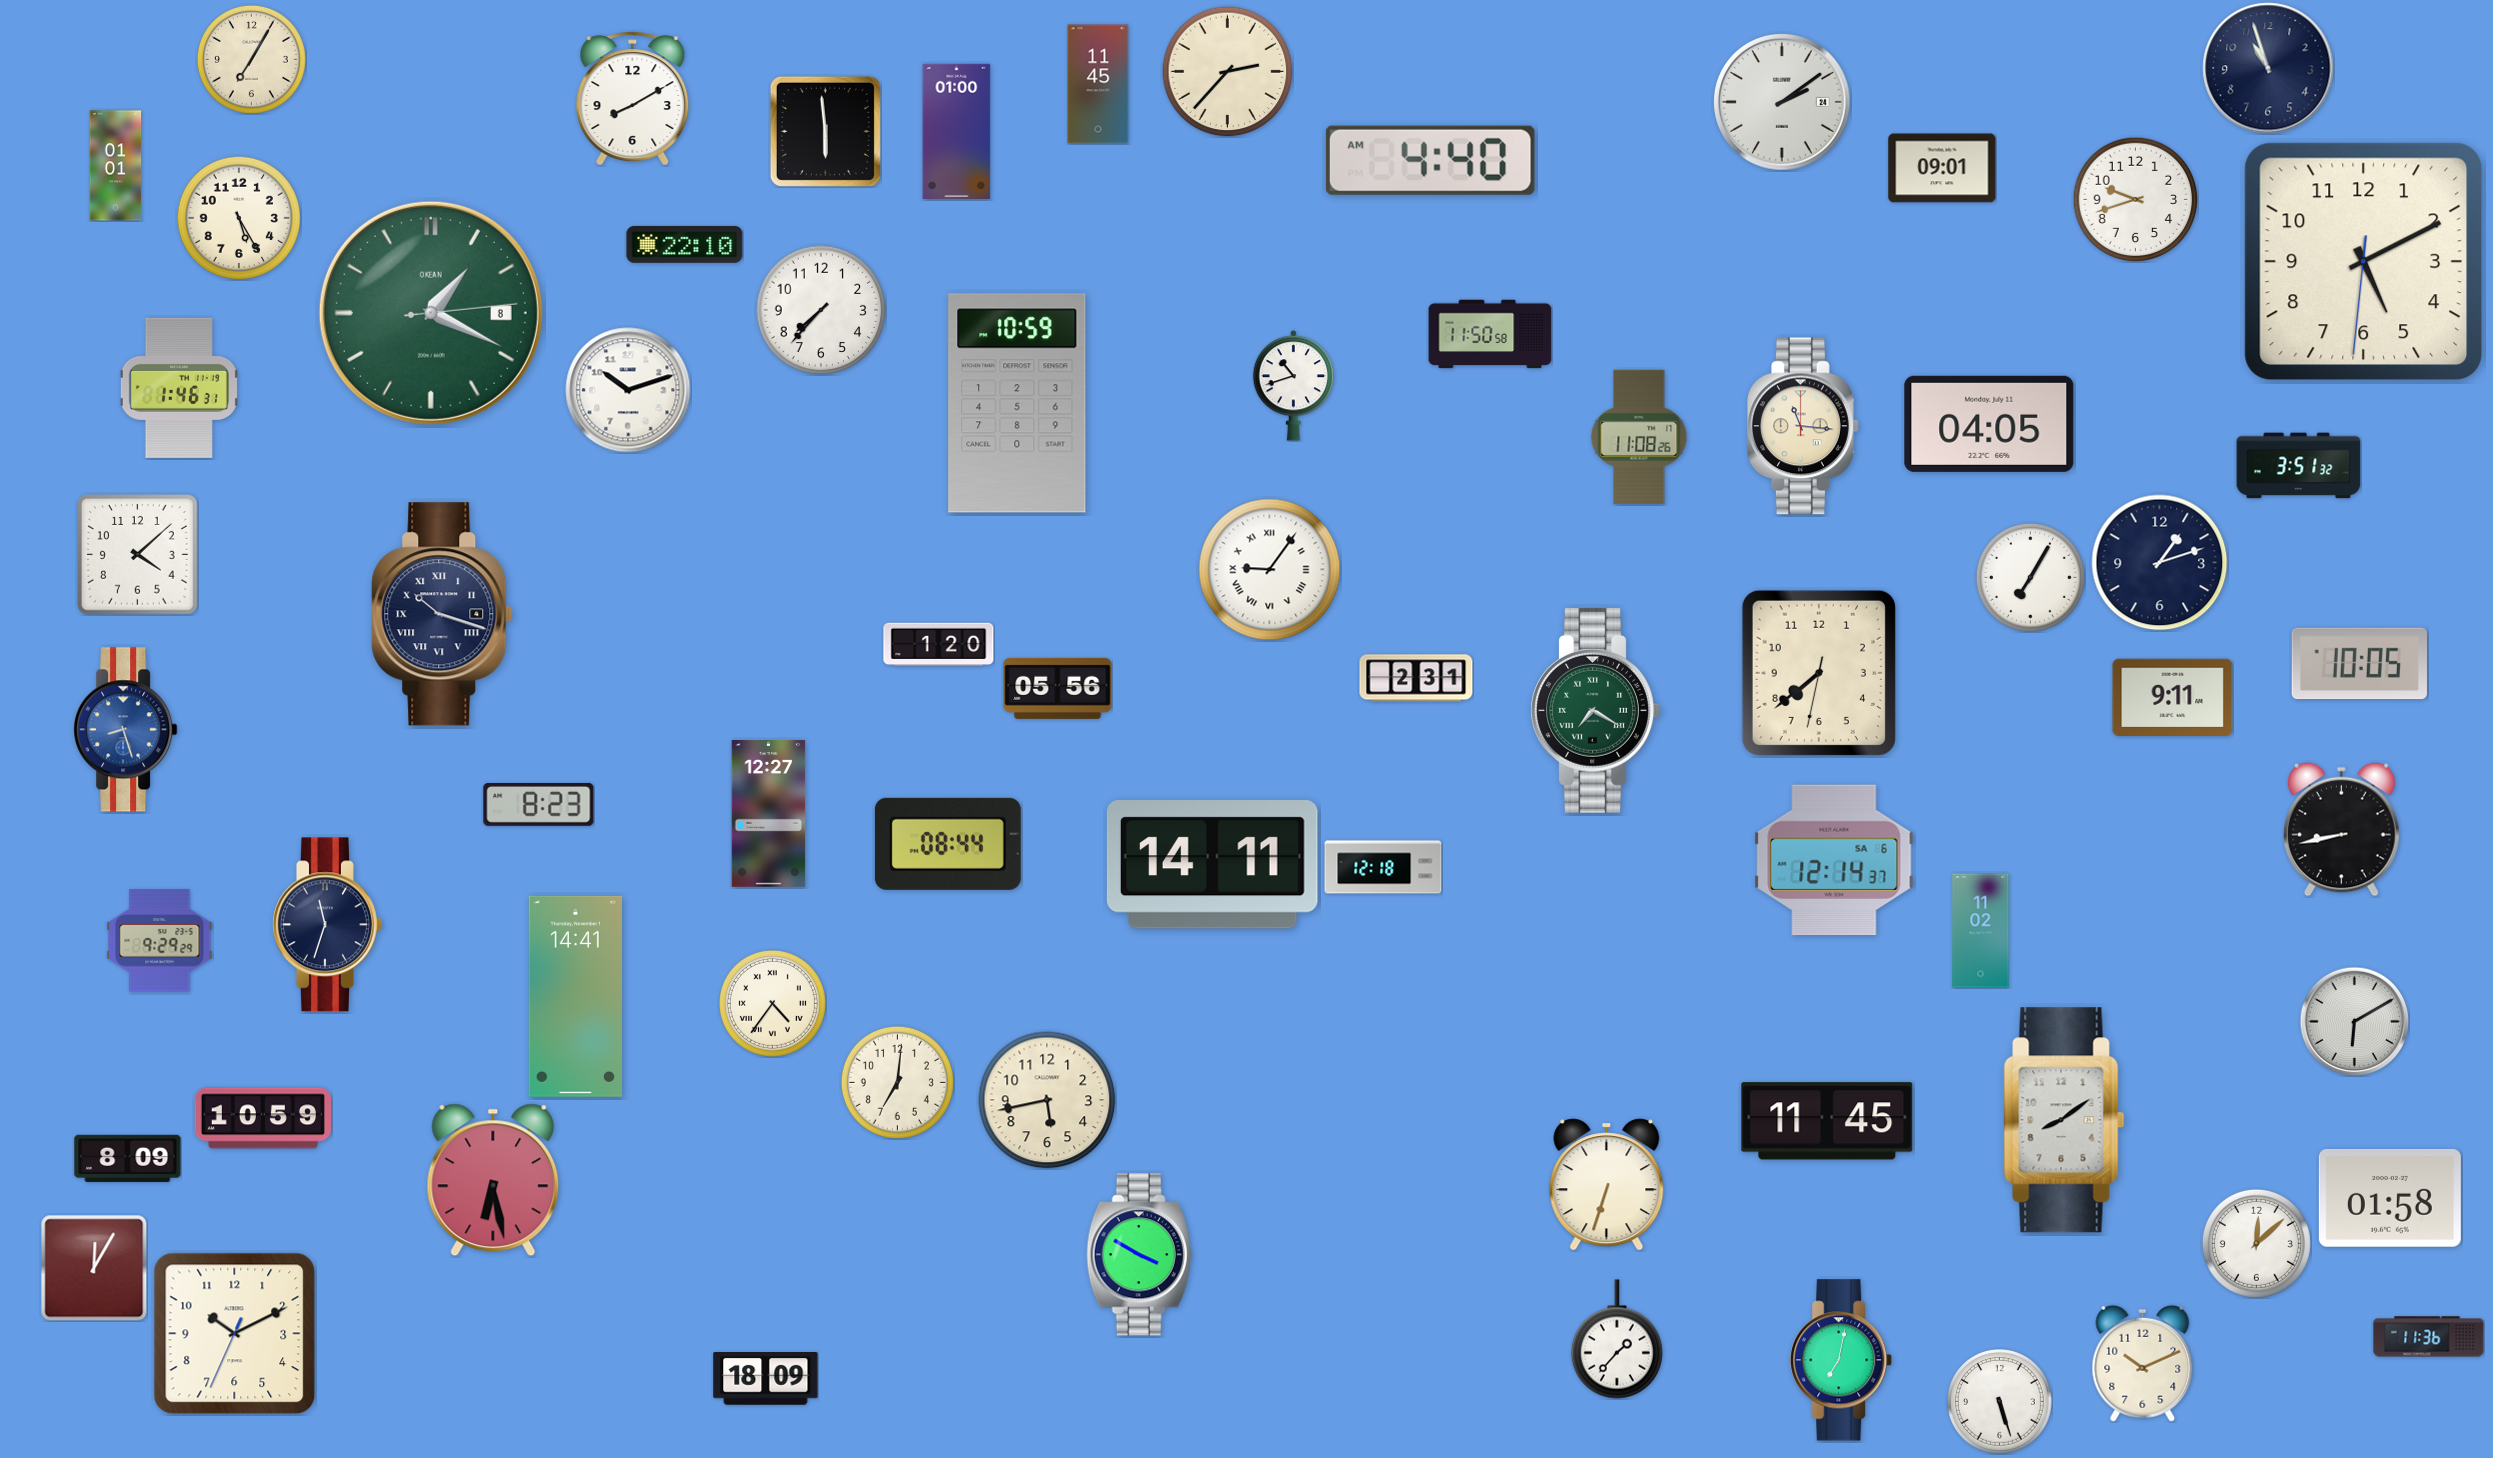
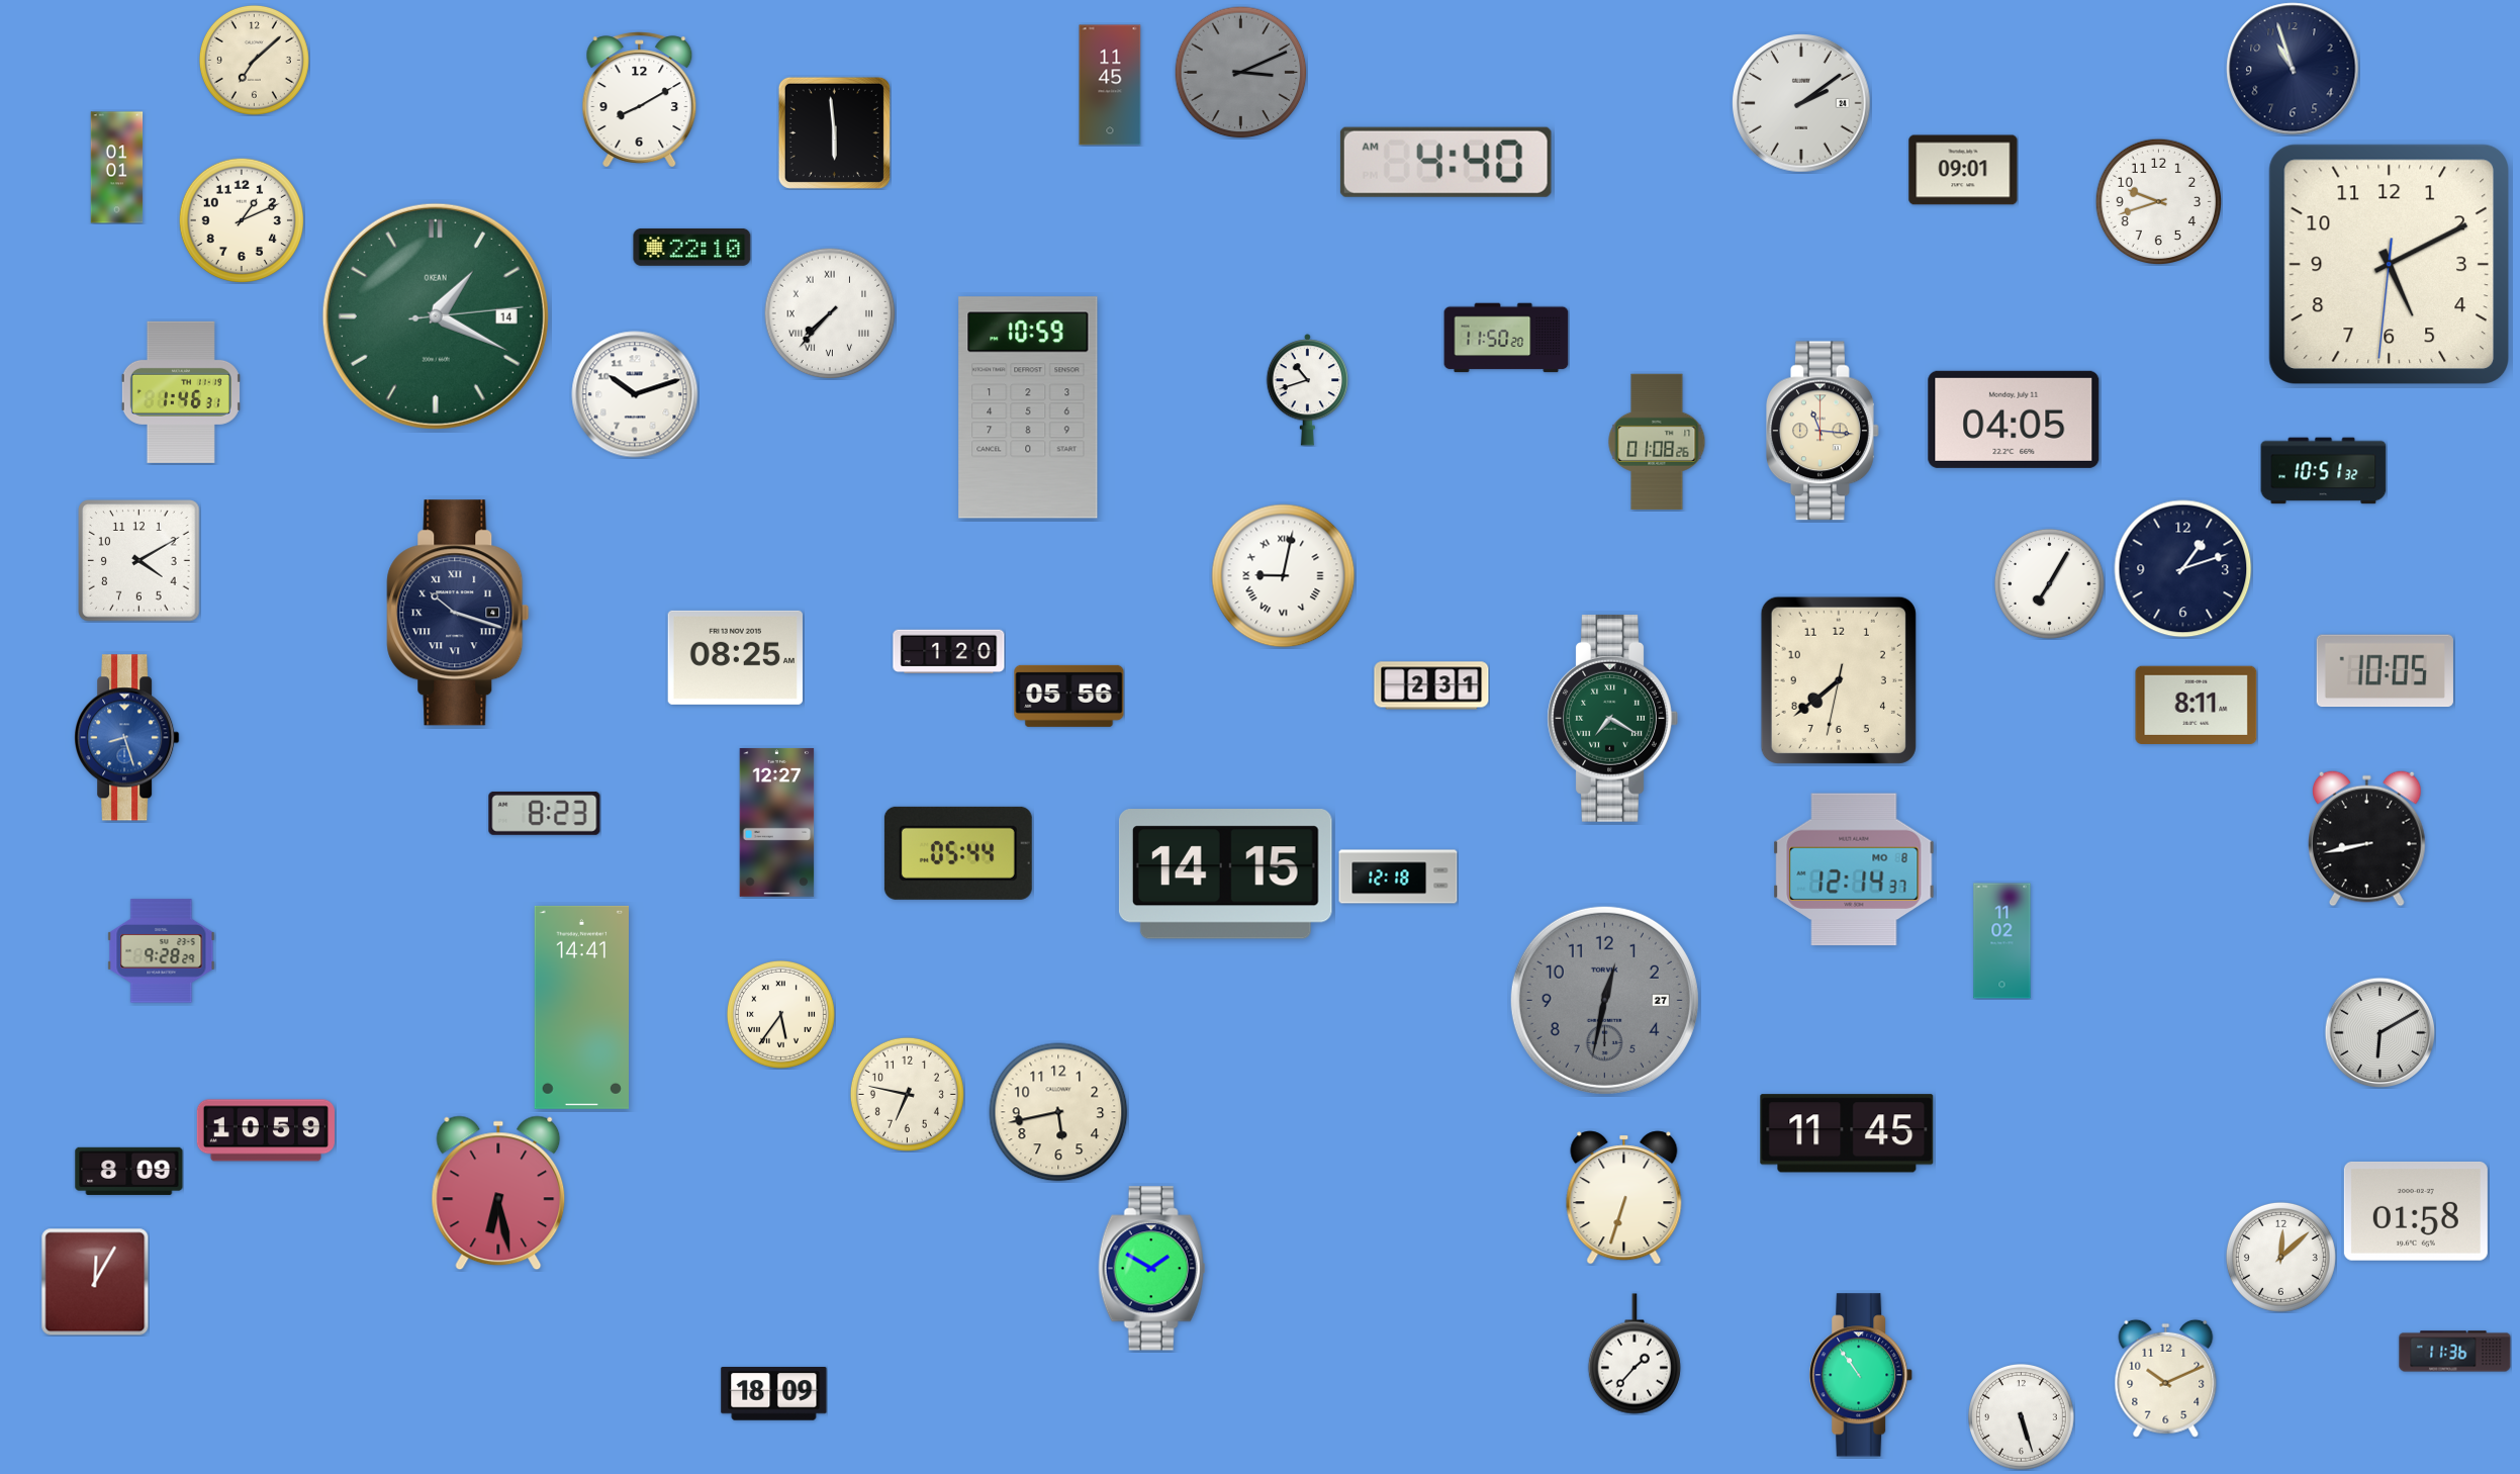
clock at (251, 59): 7:05 -> 7:08
clock at (1228, 72): 2:37 -> 3:11
clock at (1228, 72) dial: cream -> grey
clock at (957, 131): 01:00 -> none
clock at (238, 217): 5:25 -> 1:11
clock at (821, 310) numerals: Arabic -> Roman
clock at (431, 313) date: 8 -> 14
clock at (1490, 334): 11:50:58 -> 11:50:20
clock at (1989, 424) position: (1989, 424) -> (2014, 420)
clock at (1639, 436): 11:08 -> 01:08
clock at (2299, 466): 3:51 -> 10:51
clock at (138, 555): 4:08 -> 4:10
clock at (1270, 570): 9:06 -> 9:02
clock at (2030, 577) position: (2030, 577) -> (2049, 583)
clock at (442, 614) position: (442, 614) -> (458, 613)
clock at (735, 657): none -> 08:25
clock at (2173, 697): 9:11 -> 8:11
clock at (948, 844): 08:44 -> 05:44
clock at (1834, 860) date: SA 6 -> MO 8
clock at (1212, 865): 14:11 -> 14:15
clock at (328, 925): 11:33 -> none
clock at (160, 941): 9:29 -> 9:28
clock at (1604, 1000): none -> 12:32
clock at (772, 1003): 4:36 -> 5:36
clock at (897, 1082): 7:01 -> 6:47
clock at (2064, 1120): 8:09 -> none
clock at (1140, 1255): 3:50 -> 1:50
clock at (235, 1334): 10:10 -> none
clock at (1842, 1360): 7:02 -> 10:54
